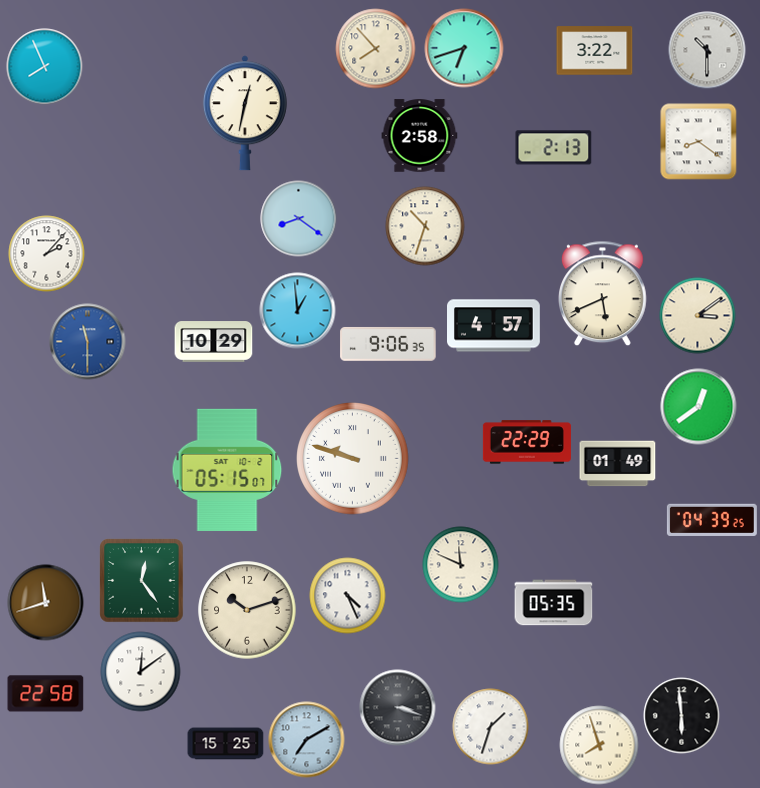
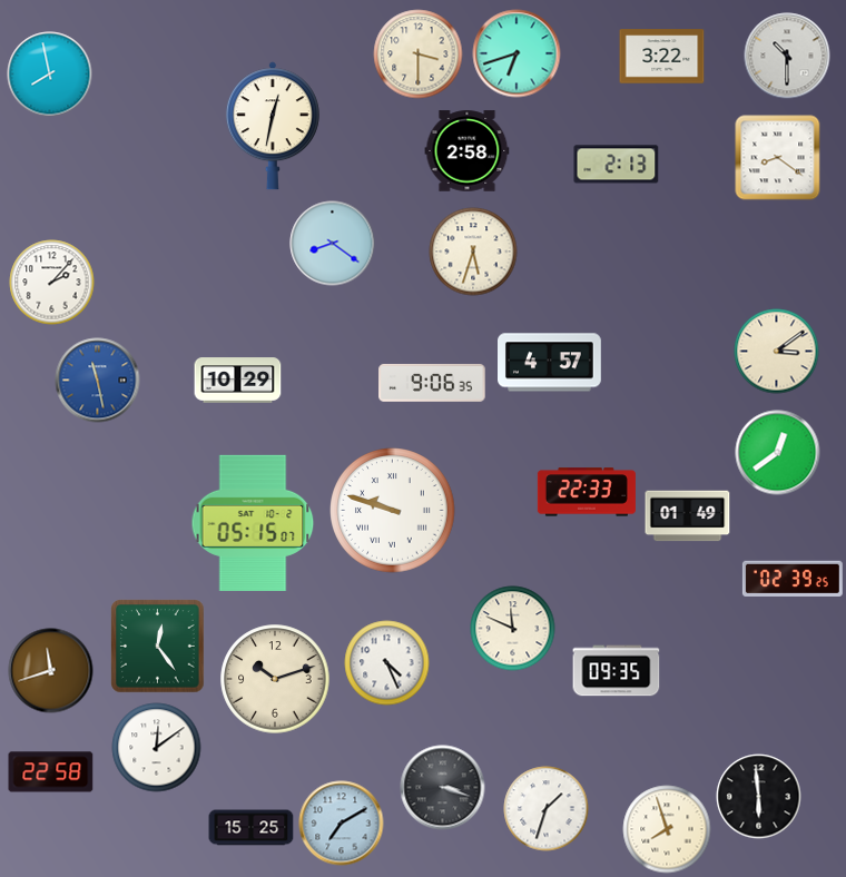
clock at (376, 49): 7:53 -> 3:30
clock at (45, 67): 7:56 -> 7:58
clock at (425, 226): 10:33 -> 5:33
clock at (603, 294): 5:41 -> none
clock at (298, 311): 12:59 -> none
clock at (88, 342): 11:30 -> 11:28
clock at (527, 442): 22:29 -> 22:33
clock at (712, 520): 04:39 -> 02:39
clock at (554, 603): 05:35 -> 09:35
